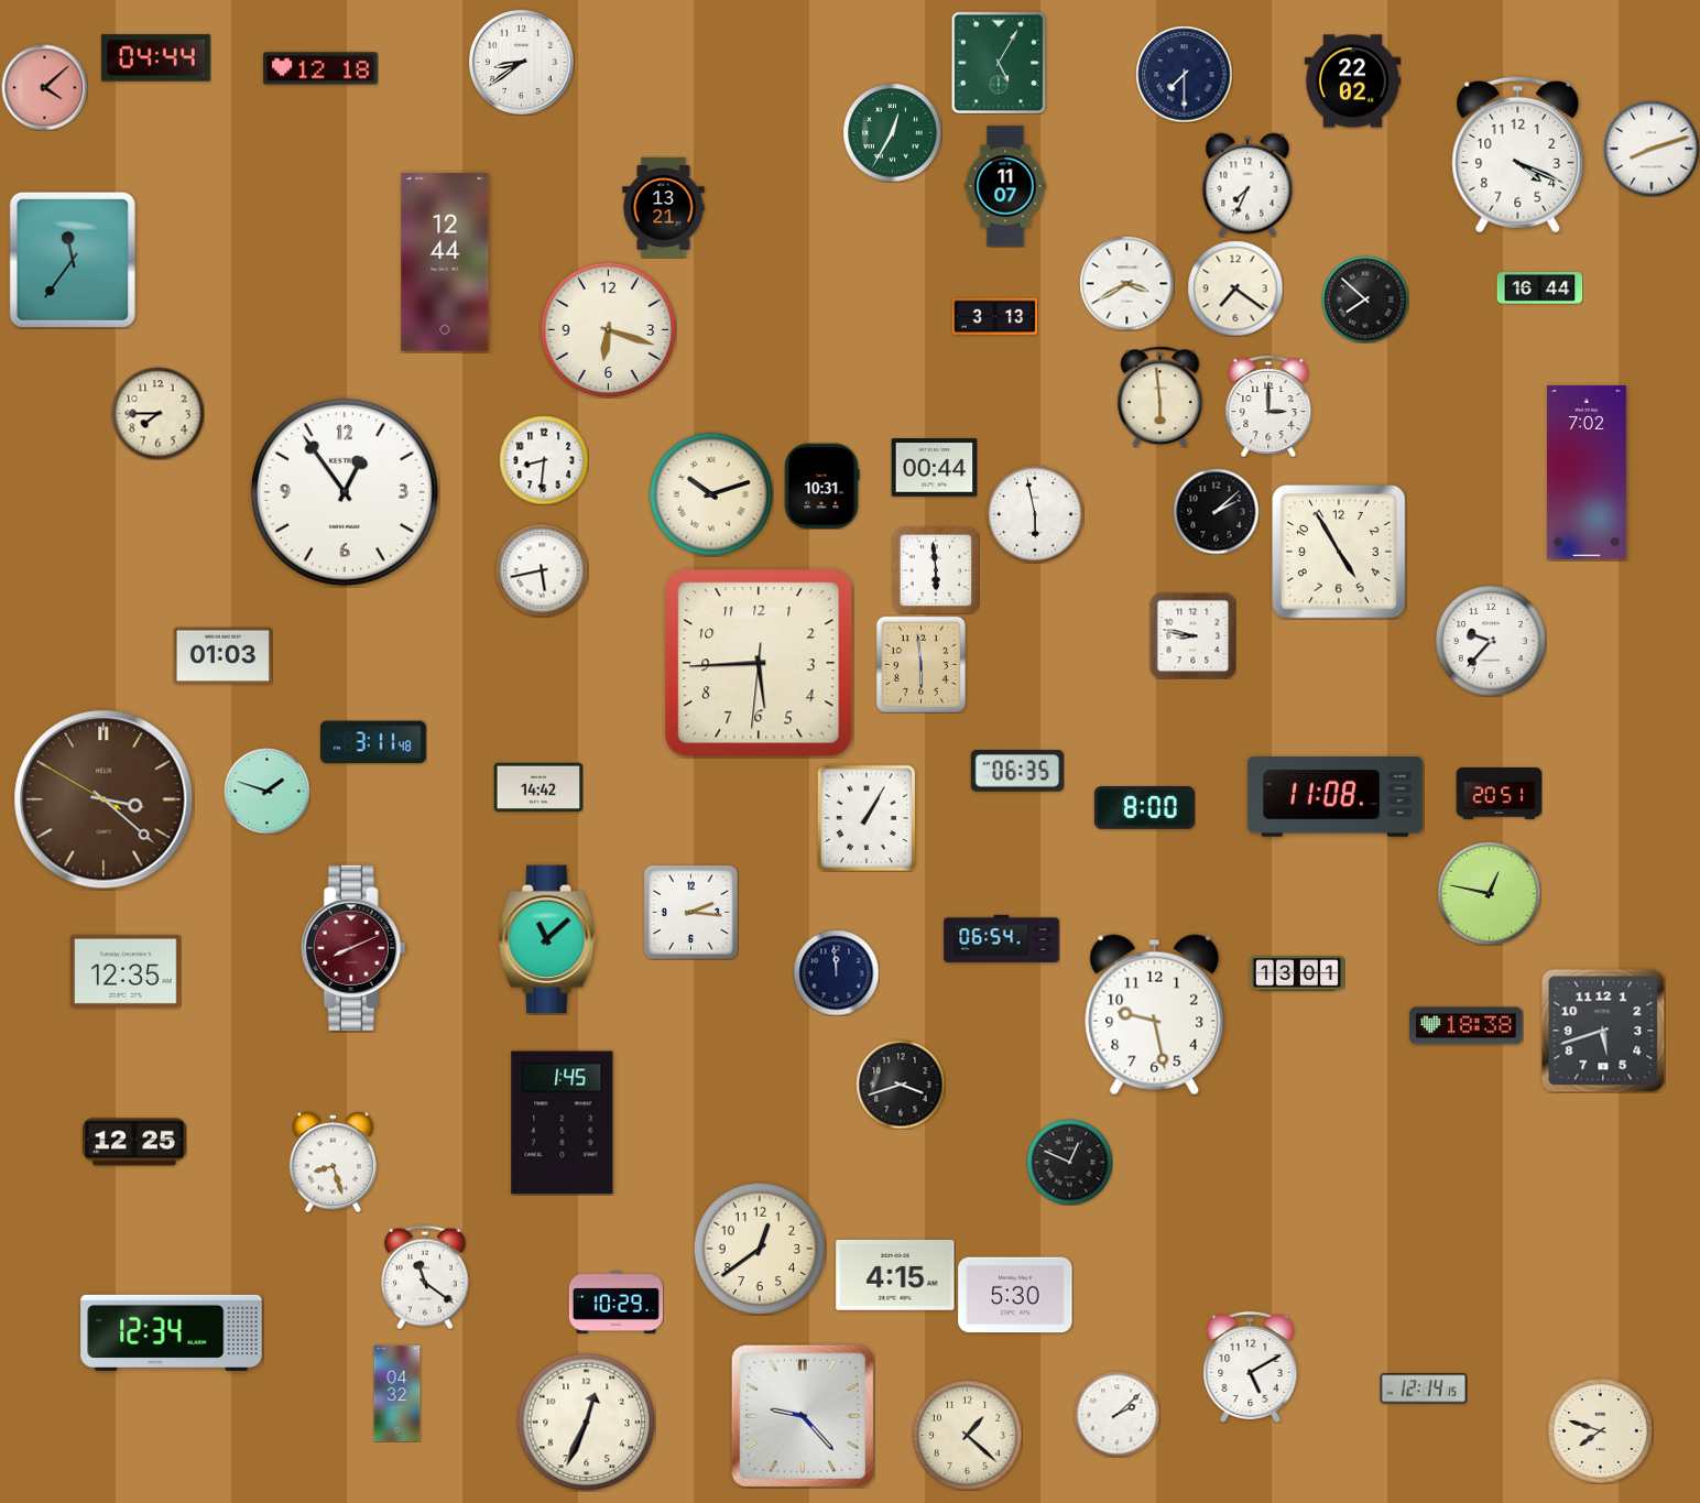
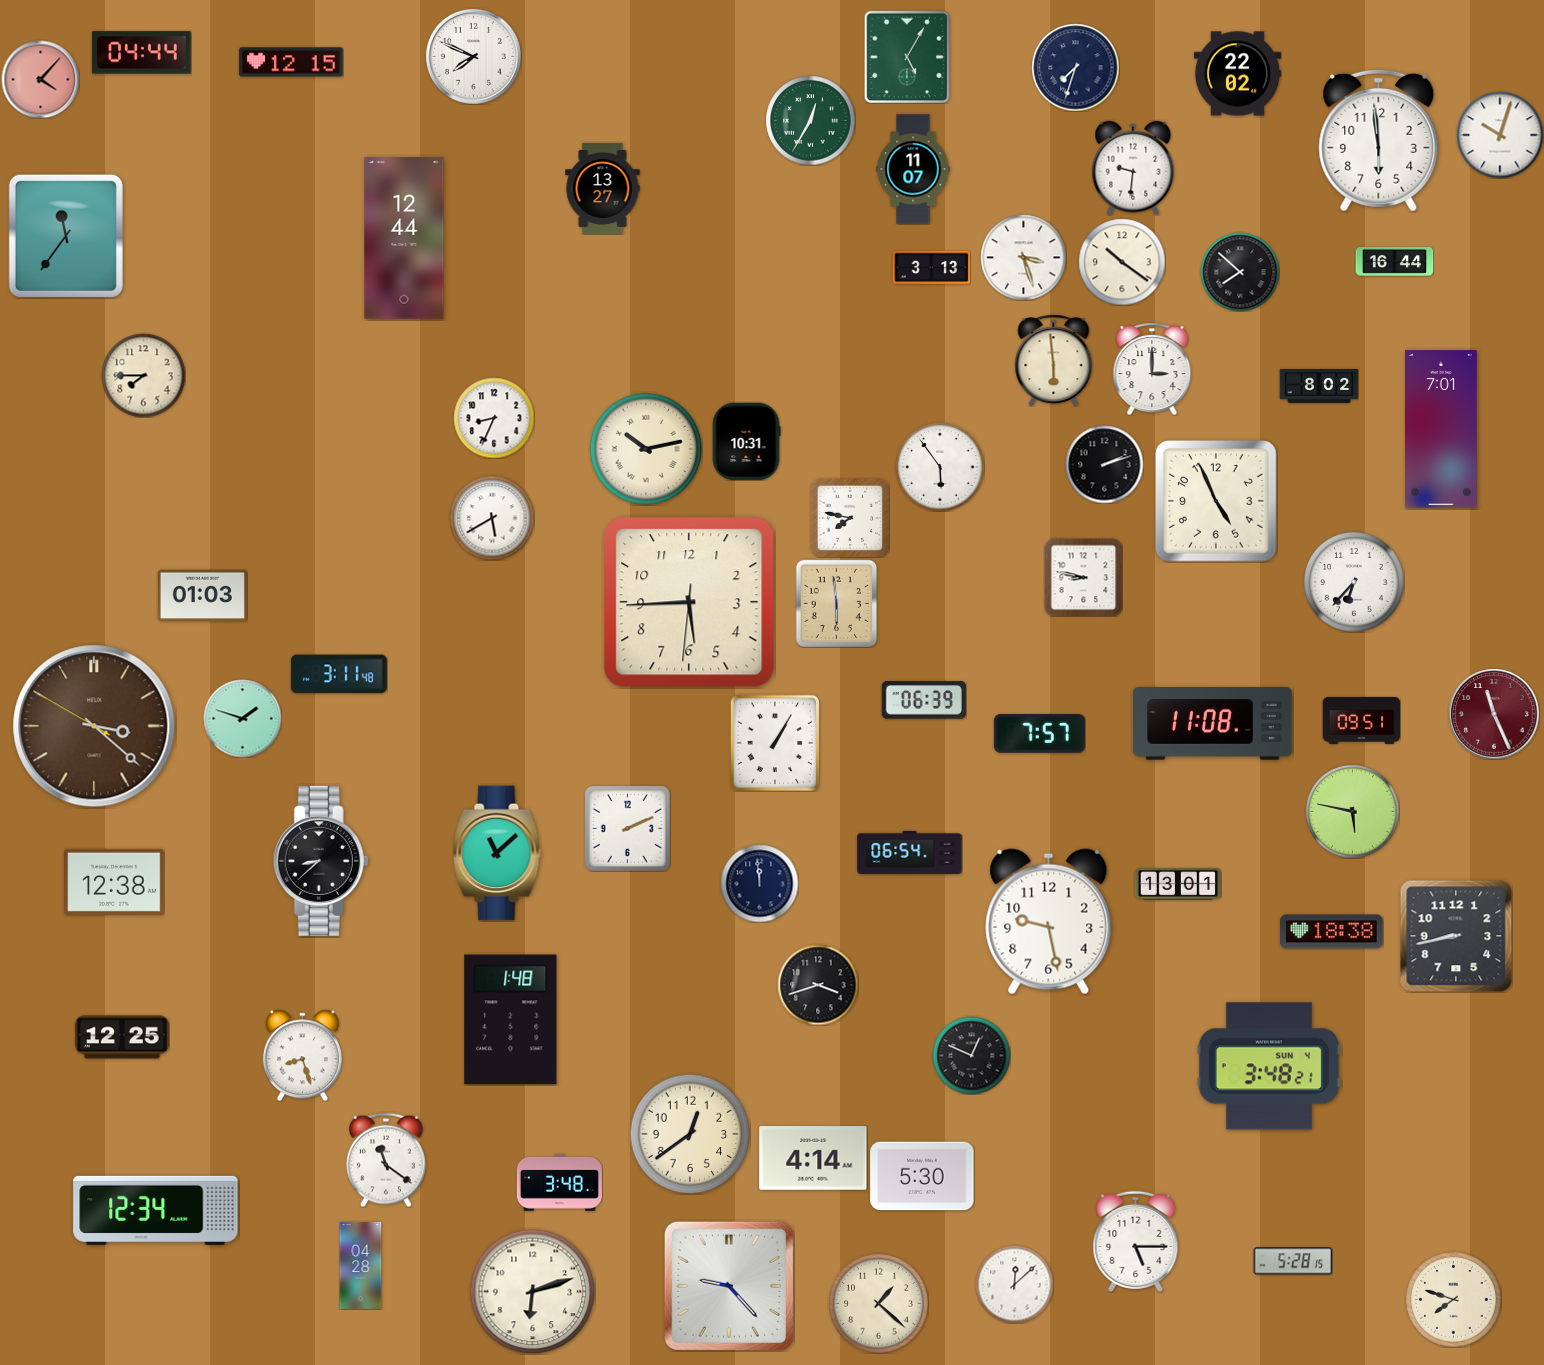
clock at (521, 62): 8:39 -> 7:49
clock at (320, 68): 12:18 -> 12:15
clock at (1184, 74): 7:30 -> 7:33
clock at (1352, 81) position: (1352, 81) -> (1237, 74)
clock at (44, 87): 4:08 -> 4:07
clock at (1652, 149): 8:12 -> 10:03
clock at (1518, 154): 4:19 -> 5:59
clock at (1247, 185): 7:34 -> 9:31
clock at (664, 207): 13:21 -> 13:27
clock at (1126, 283): 3:40 -> 3:27
clock at (1235, 288): 7:21 -> 10:21
clock at (1539, 288) position: (1539, 288) -> (1394, 262)
clock at (994, 317) position: (994, 317) -> (931, 268)
clock at (608, 329): 6:18 -> none
clock at (1319, 386): none -> 8:02
clock at (544, 460): 8:31 -> 8:34
clock at (934, 468): 00:44 -> none
clock at (1588, 472): 7:02 -> 7:01
clock at (345, 492): 12:54 -> none
clock at (711, 494): 10:12 -> 10:13
clock at (1216, 511): 2:08 -> 2:12
clock at (1035, 514): 5:58 -> 5:54
clock at (1340, 553): 4:55 -> 4:56
clock at (542, 570): 5:43 -> 5:40
clock at (936, 570): 5:59 -> 7:47
clock at (1491, 641): 9:37 -> 6:37
clock at (1017, 771): 06:35 -> 06:39
clock at (1494, 714): none -> 11:26
clock at (538, 787): 14:42 -> none
clock at (1499, 793): 20:51 -> 09:51
clock at (1144, 808): 8:00 -> 7:57
clock at (867, 818) position: (867, 818) -> (775, 743)
clock at (1489, 893): 12:47 -> 5:47
clock at (690, 912): 2:16 -> 2:11
clock at (353, 948): 8:11 -> 8:38
clock at (353, 948) dial: burgundy -> black
clock at (126, 971): 12:35 -> 12:38
clock at (1603, 1031): 5:42 -> 8:43
clock at (563, 1123): 1:45 -> 1:48
clock at (1269, 1066): none -> 3:48
clock at (895, 1276): 4:15 -> 4:14
clock at (615, 1301): 10:29 -> 3:48
clock at (1251, 1366): 5:10 -> 5:15
clock at (1424, 1388): 12:14 -> 5:28
clock at (397, 1393): 04:32 -> 04:28
clock at (1116, 1414): 2:08 -> 12:08
clock at (586, 1422): 12:34 -> 6:12
